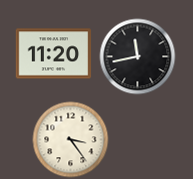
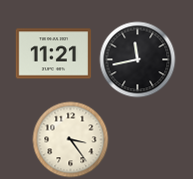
clock at (54, 54): 11:20 -> 11:21
clock at (138, 57) position: (138, 57) -> (138, 60)
